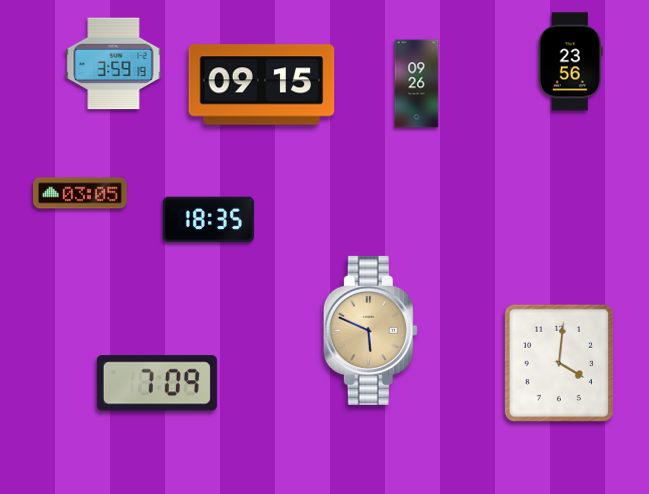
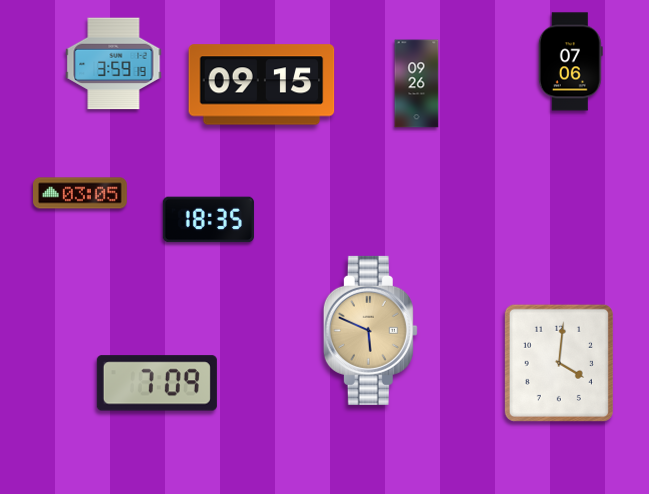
clock at (570, 62): 23:56 -> 07:06
